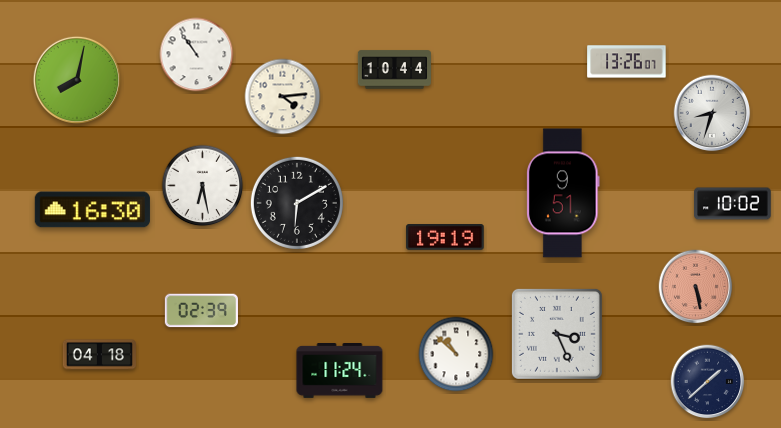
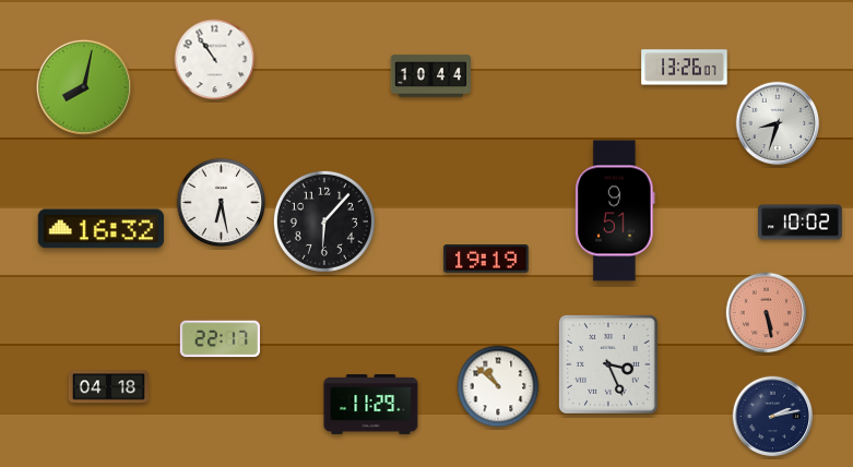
clock at (283, 97): 4:14 -> none
clock at (297, 203): 6:10 -> 6:07
clock at (92, 210): 16:30 -> 16:32
clock at (696, 287) position: (696, 287) -> (767, 313)
clock at (201, 311): 02:39 -> 22:17
clock at (340, 371): 11:24 -> 11:29
clock at (708, 382): 1:38 -> 2:13
